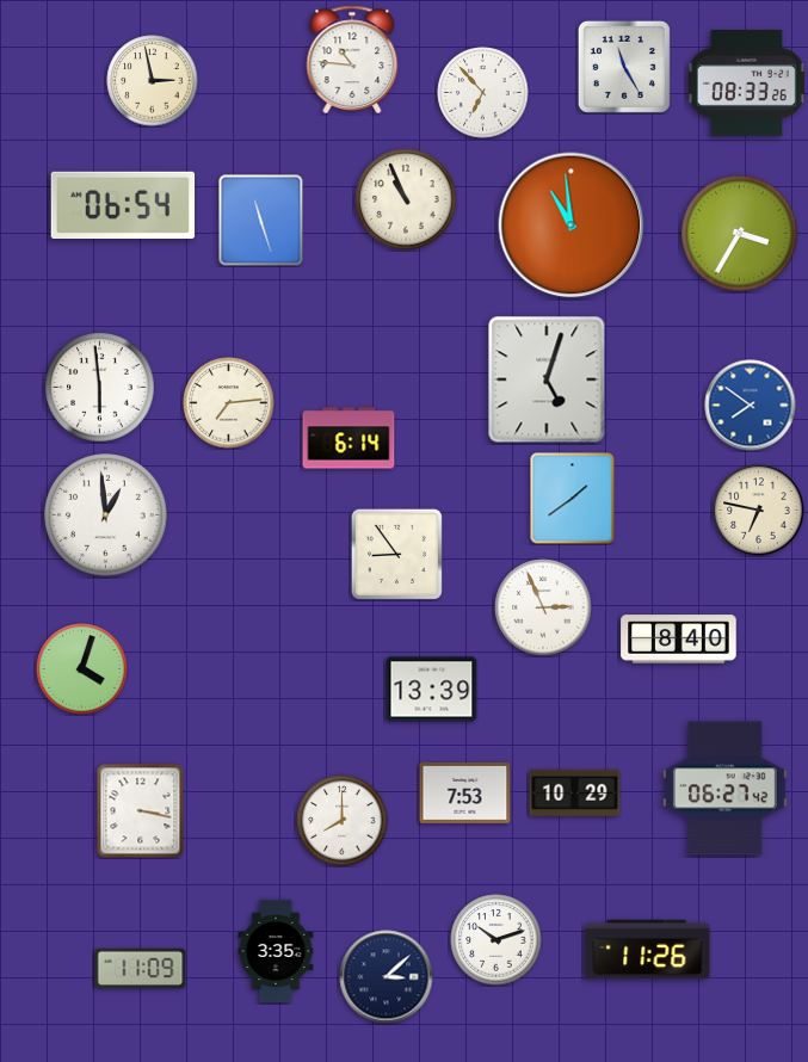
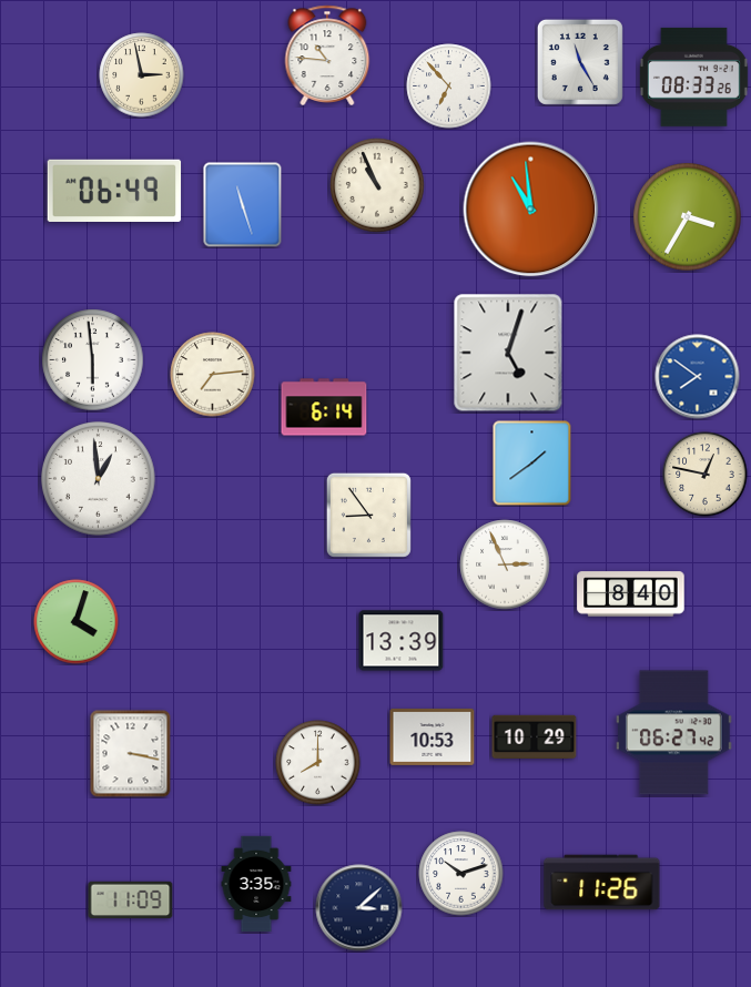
clock at (123, 204): 06:54 -> 06:49
clock at (759, 511): 6:47 -> 12:47
clock at (465, 792): 7:53 -> 10:53
